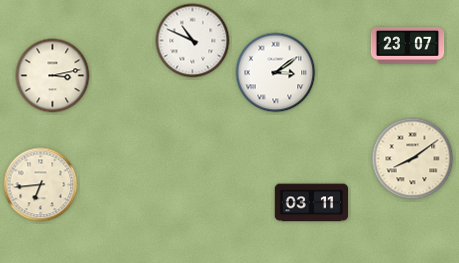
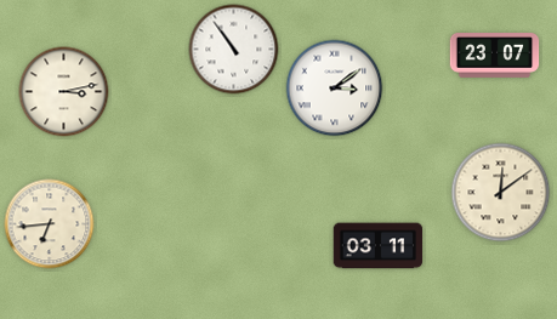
clock at (193, 41): 10:49 -> 10:54
clock at (413, 159): 8:09 -> 12:09
